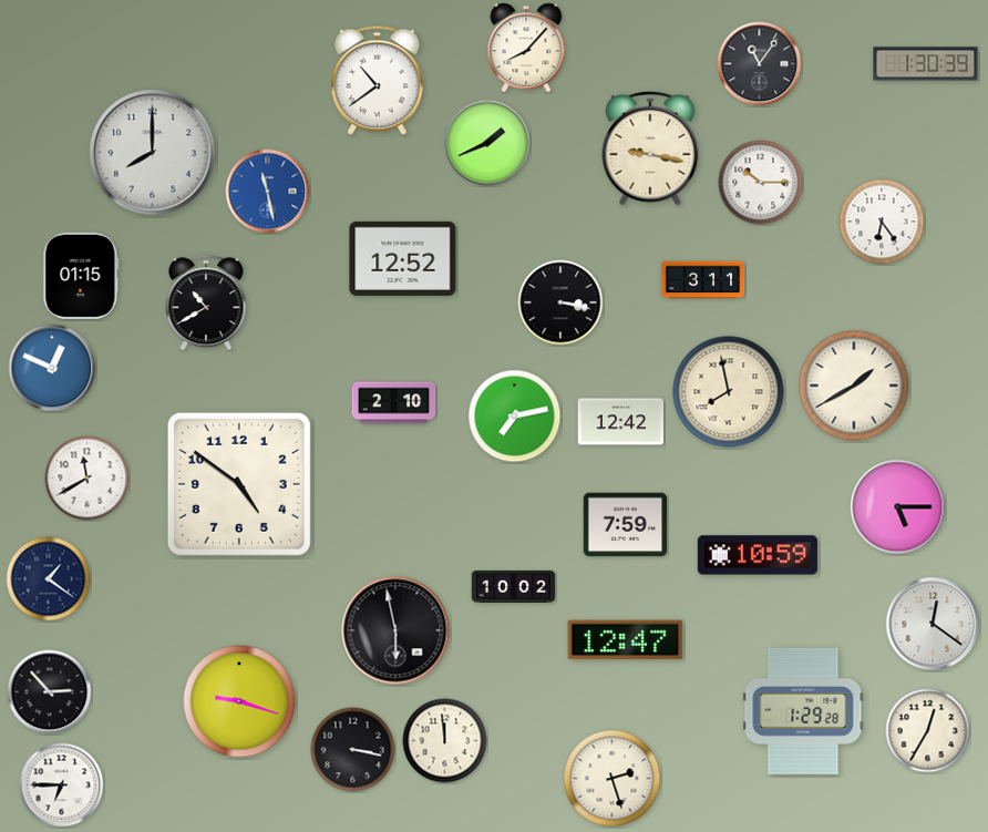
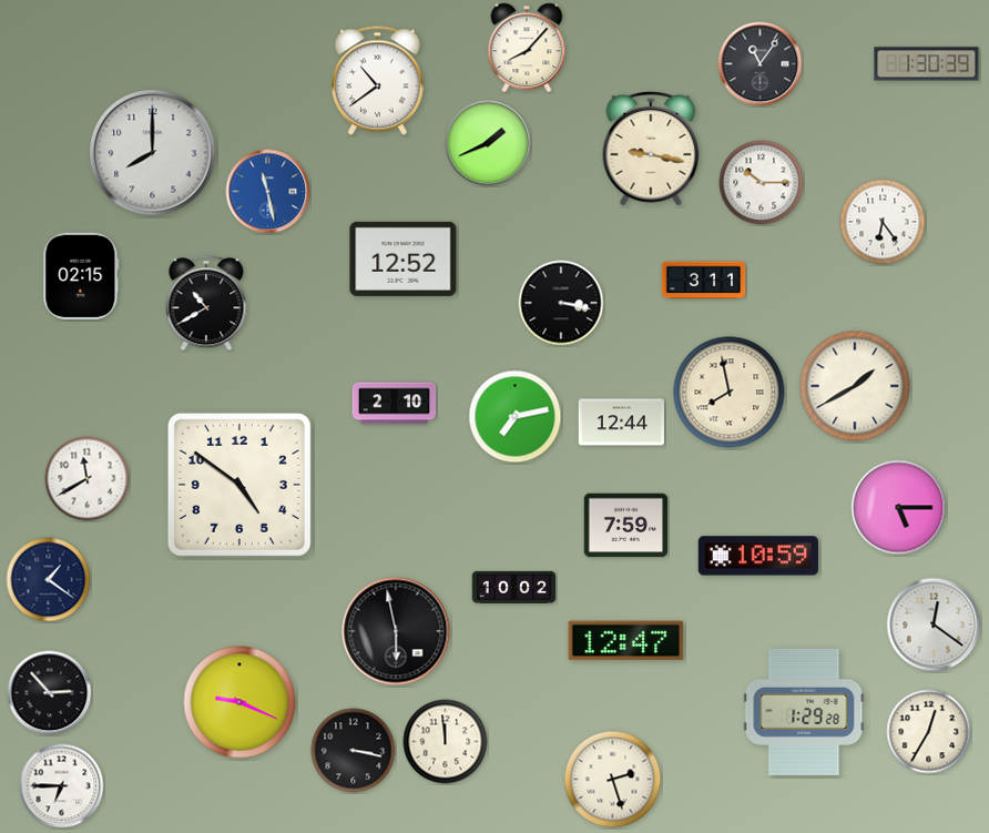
clock at (81, 276): 01:15 -> 02:15
clock at (52, 368): 12:49 -> none
clock at (620, 422): 12:42 -> 12:44
clock at (239, 701): 9:18 -> 9:19
